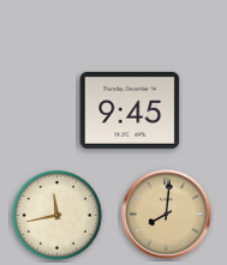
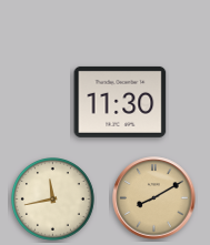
clock at (130, 110): 9:45 -> 11:30
clock at (167, 215): 8:01 -> 8:10
